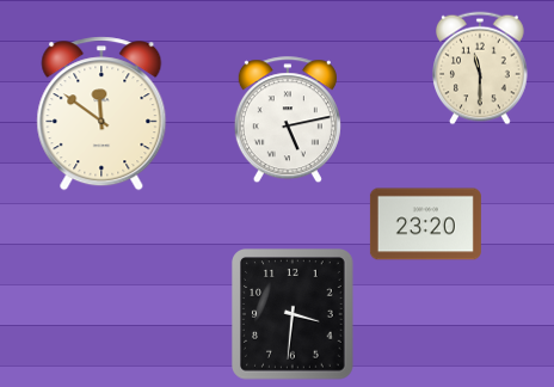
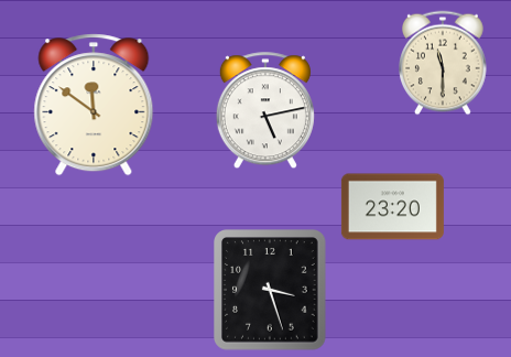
clock at (294, 314): 3:31 -> 3:27
